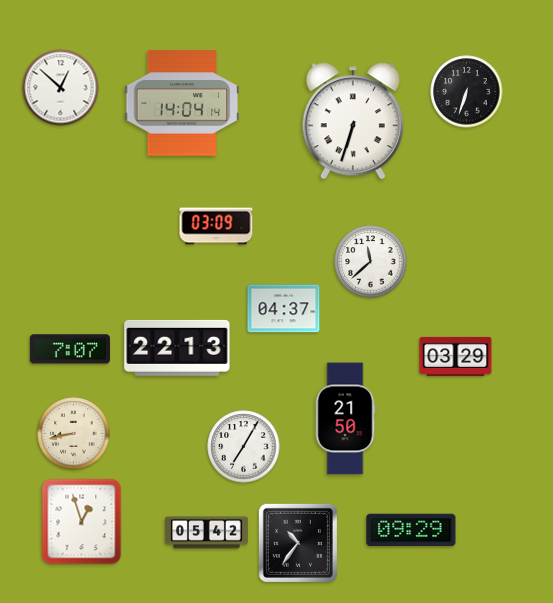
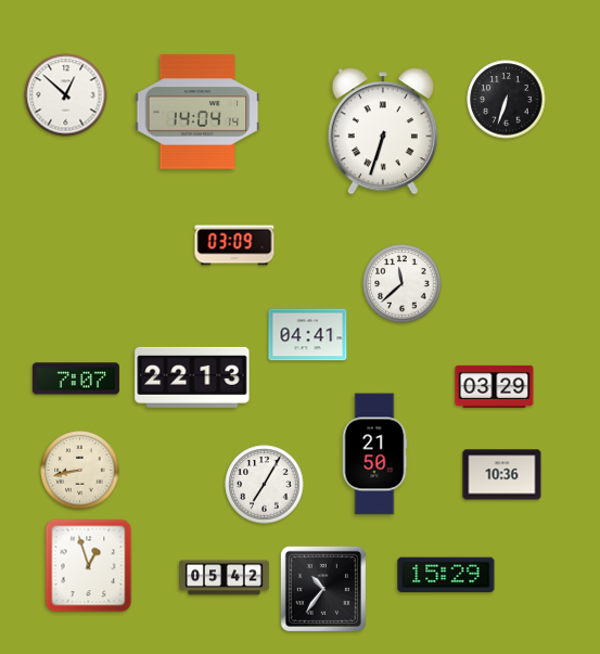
clock at (284, 309): 04:37 -> 04:41
clock at (502, 475): none -> 10:36
clock at (411, 530): 09:29 -> 15:29
